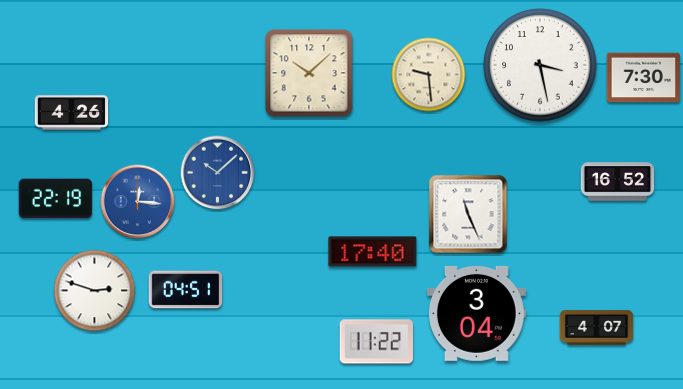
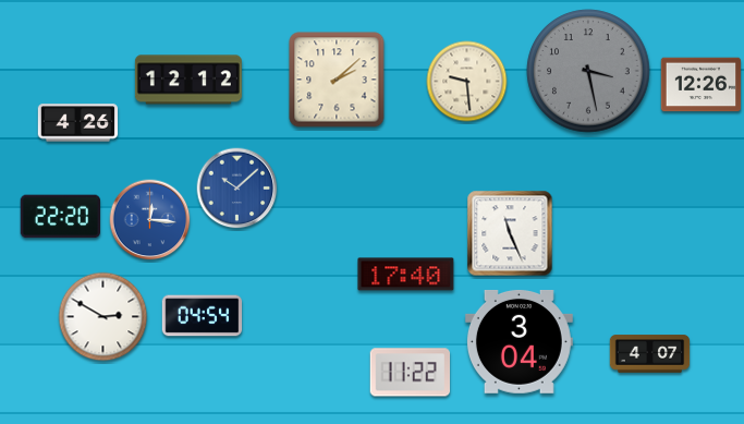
clock at (540, 65) dial: white -> grey
clock at (188, 80): none -> 12:12
clock at (309, 73): 10:08 -> 2:08
clock at (644, 78): 7:30 -> 12:26
clock at (618, 182): 16:52 -> none
clock at (56, 199): 22:19 -> 22:20
clock at (186, 290): 04:51 -> 04:54
clock at (95, 291): 2:48 -> 2:50
clock at (597, 328) position: (597, 328) -> (650, 354)
